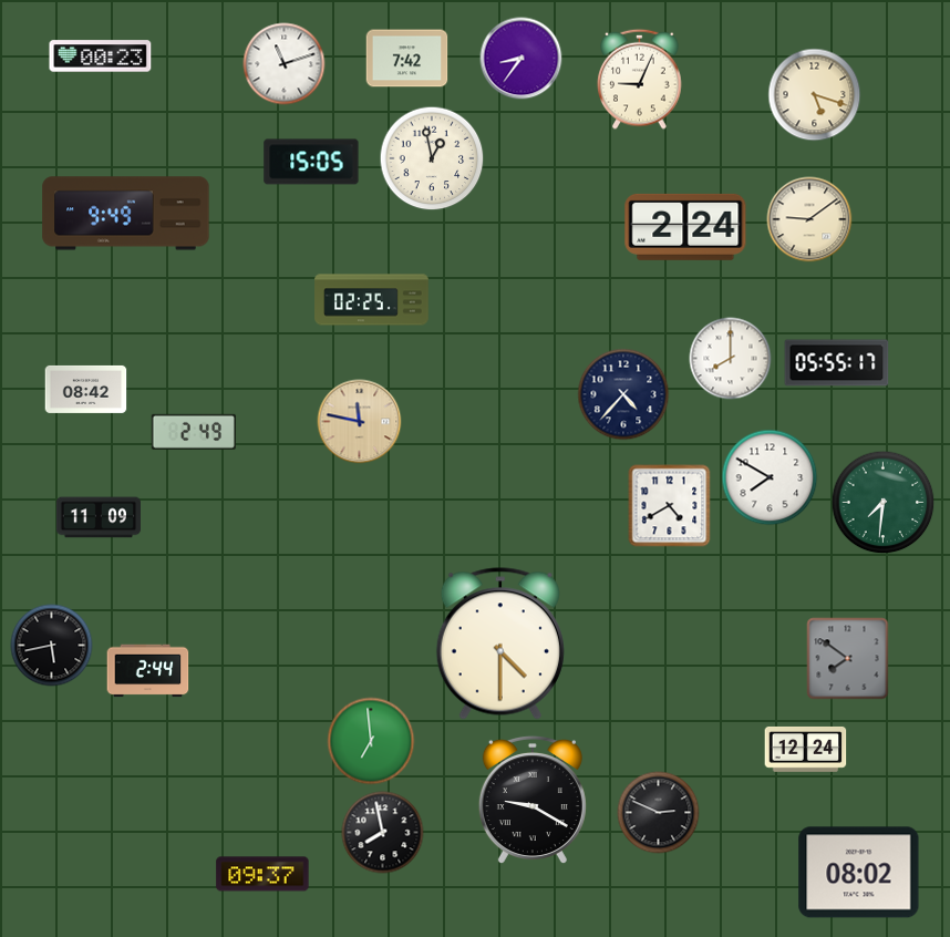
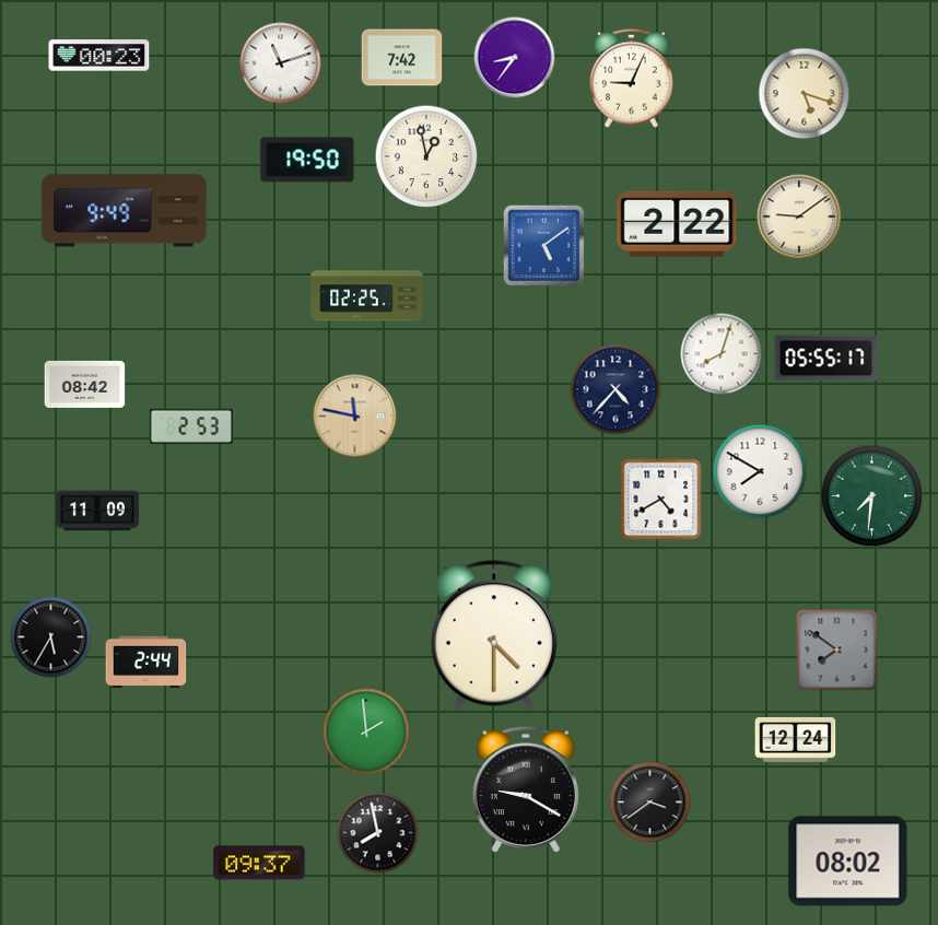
clock at (311, 162): 15:05 -> 19:50
clock at (685, 227): 2:24 -> 2:22
clock at (544, 246): none -> 5:09
clock at (731, 359): 8:00 -> 8:03
clock at (194, 432): 2:49 -> 2:53
clock at (52, 646): 5:43 -> 5:35
clock at (371, 741): 6:59 -> 1:59
clock at (659, 813): 2:49 -> 3:39
clock at (383, 833) position: (383, 833) -> (378, 833)
